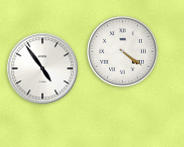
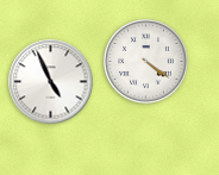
clock at (43, 69): 4:54 -> 4:56
